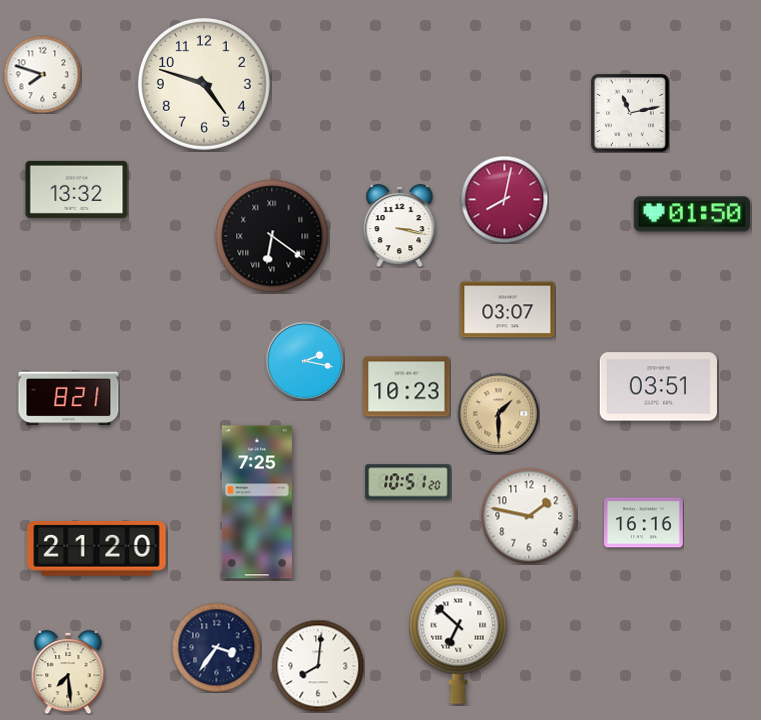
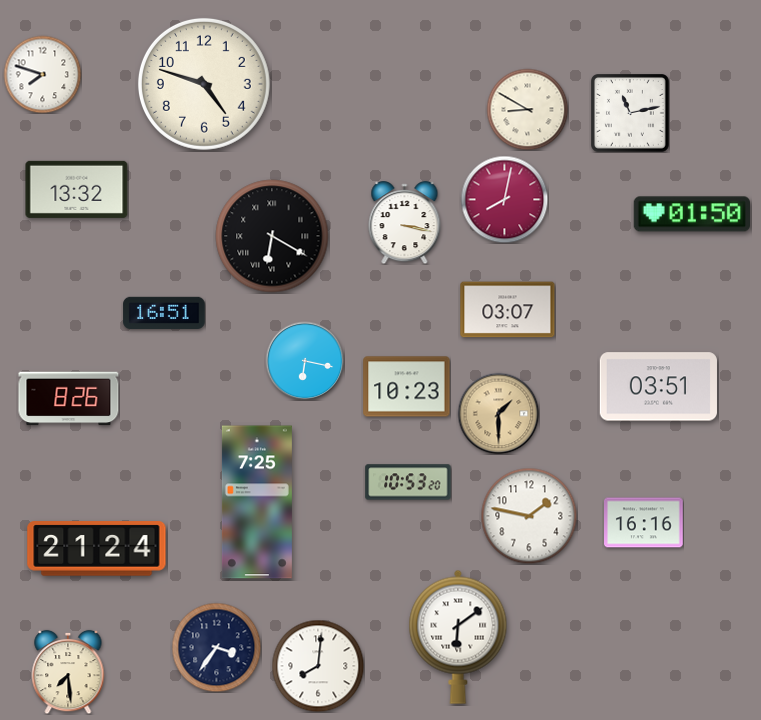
clock at (527, 109): none -> 8:50
clock at (400, 226) position: (400, 226) -> (405, 223)
clock at (272, 236): 6:21 -> 6:20
clock at (164, 312): none -> 16:51
clock at (305, 361): 2:17 -> 6:17
clock at (69, 399): 8:21 -> 8:26
clock at (408, 482): 10:51 -> 10:53
clock at (97, 549): 21:20 -> 21:24
clock at (458, 637): 6:52 -> 6:09
